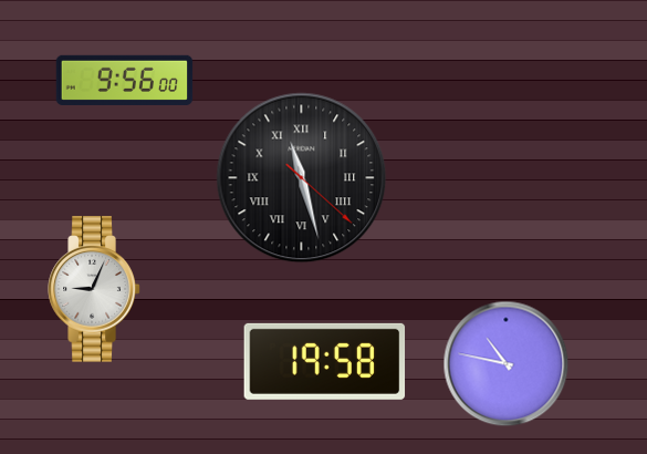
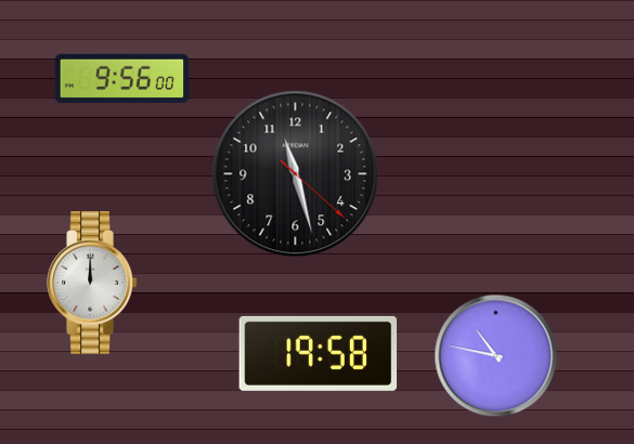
clock at (302, 178) numerals: Roman -> Arabic
clock at (94, 289): 9:04 -> 12:00
